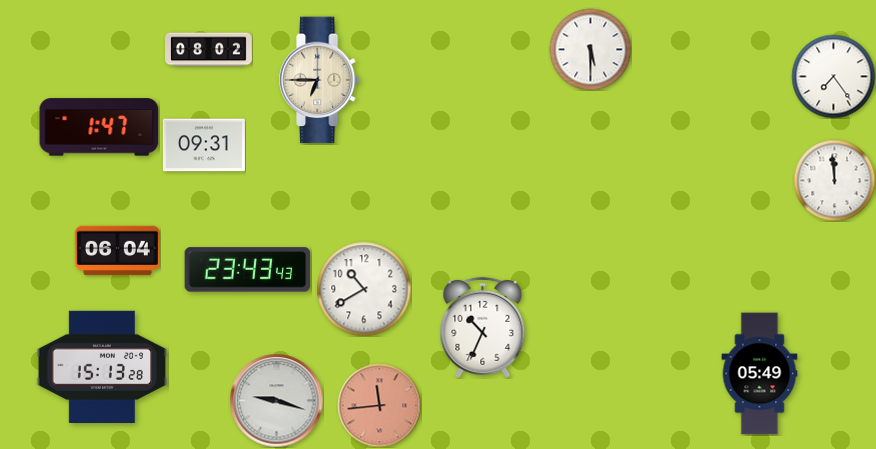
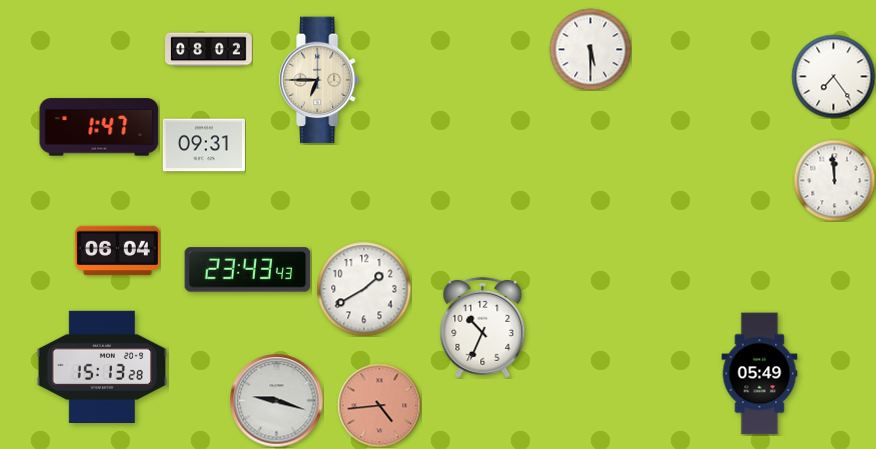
clock at (364, 289): 10:40 -> 1:40
clock at (379, 405): 11:44 -> 4:44
